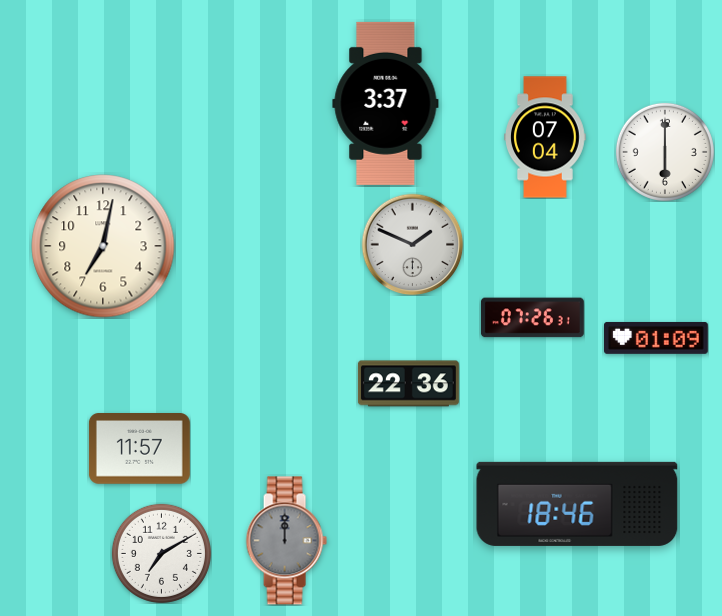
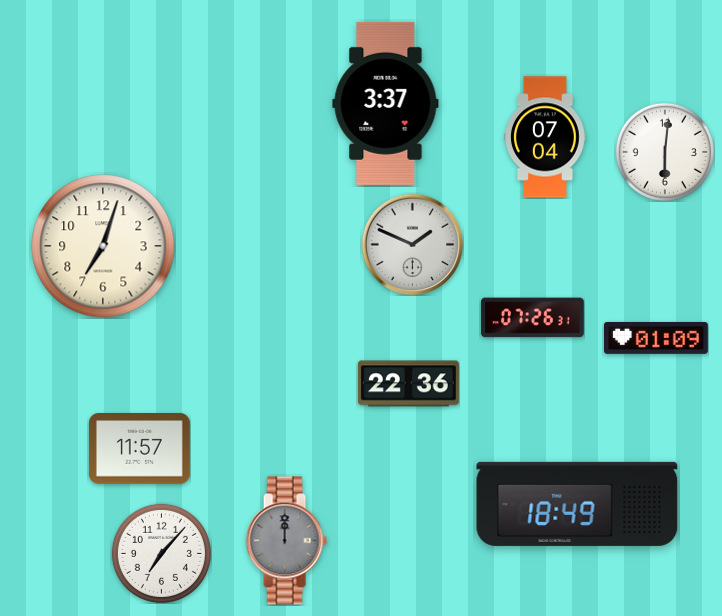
clock at (665, 152): 6:00 -> 6:01
clock at (103, 246): 7:02 -> 7:03
clock at (577, 504): 18:46 -> 18:49
clock at (161, 553): 7:10 -> 7:07
